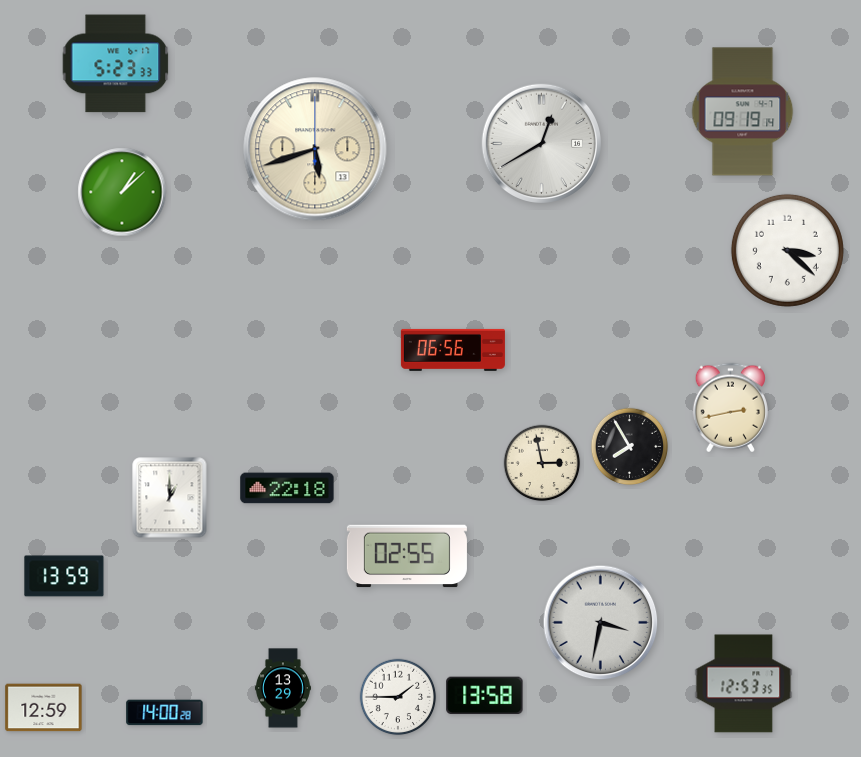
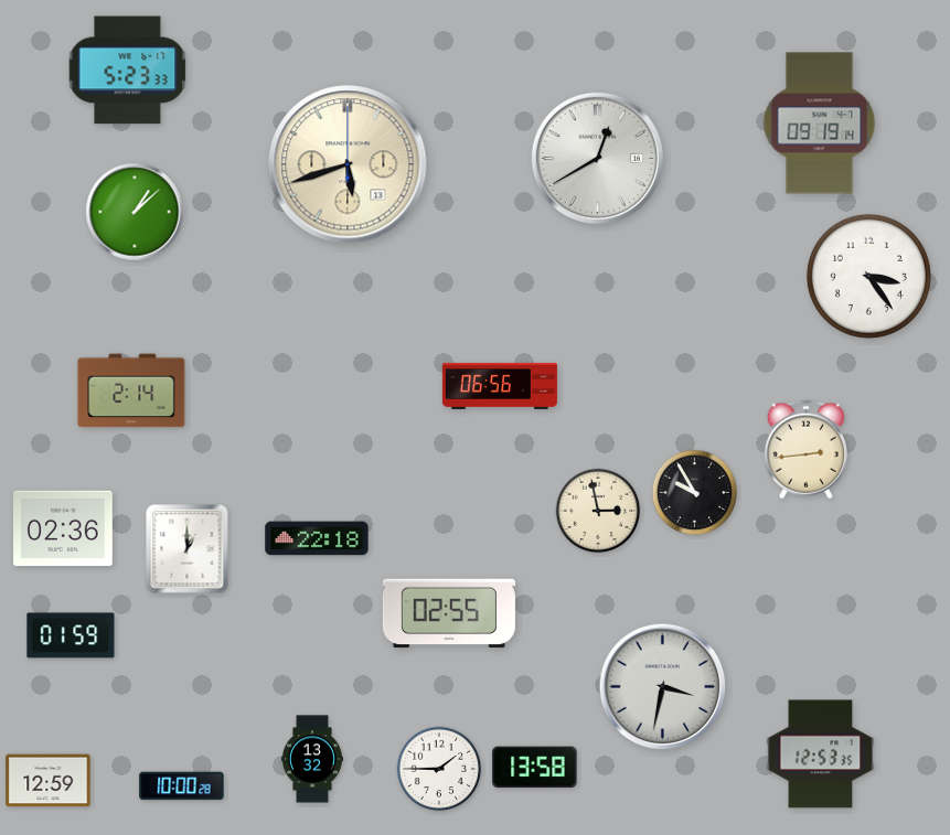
clock at (787, 250): 3:22 -> 3:24
clock at (131, 390): none -> 2:14
clock at (730, 408): 2:43 -> 2:44
clock at (630, 447): 7:55 -> 9:55
clock at (64, 528): none -> 02:36
clock at (64, 576): 13:59 -> 01:59
clock at (283, 688): 13:29 -> 13:32
clock at (165, 713): 14:00 -> 10:00
